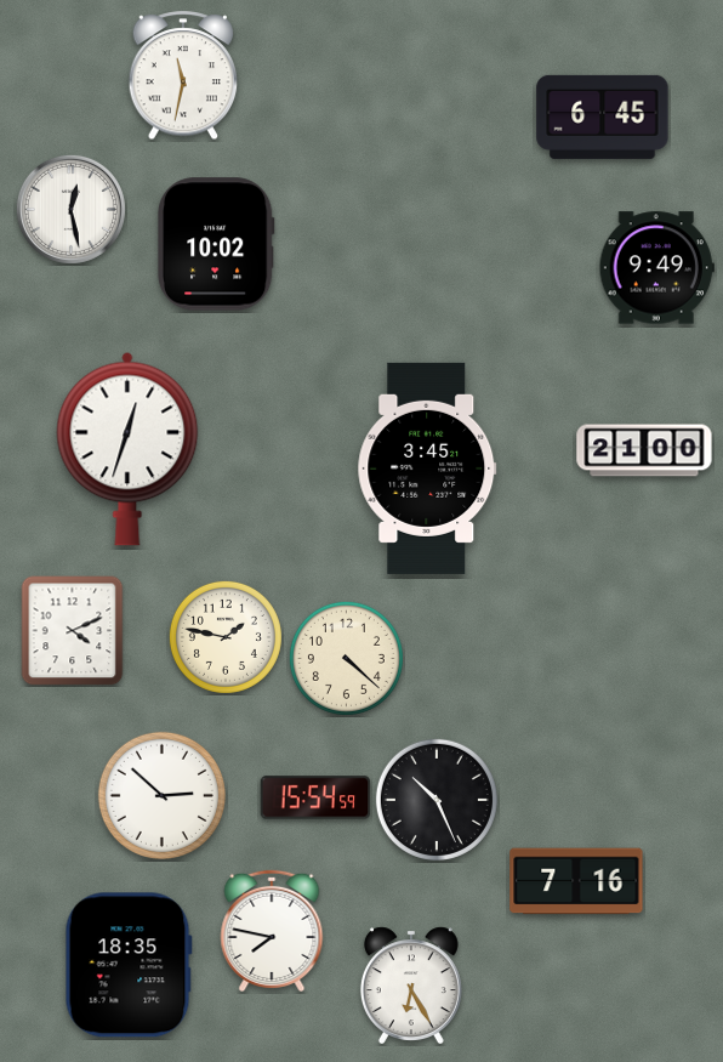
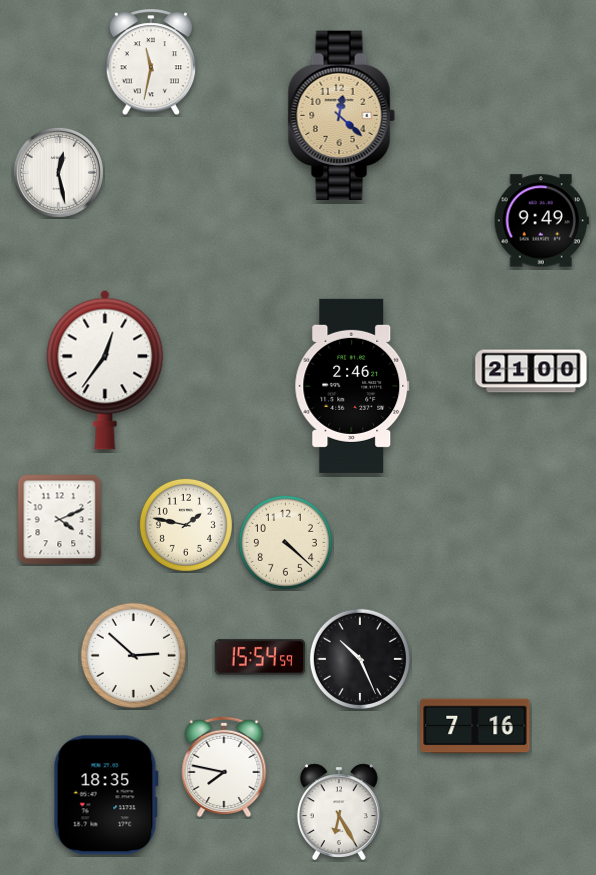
clock at (603, 117): 6:45 -> none
clock at (341, 115): none -> 12:22
clock at (216, 244): 10:02 -> none
clock at (127, 449): 12:33 -> 12:36
clock at (427, 468): 3:45 -> 2:46
